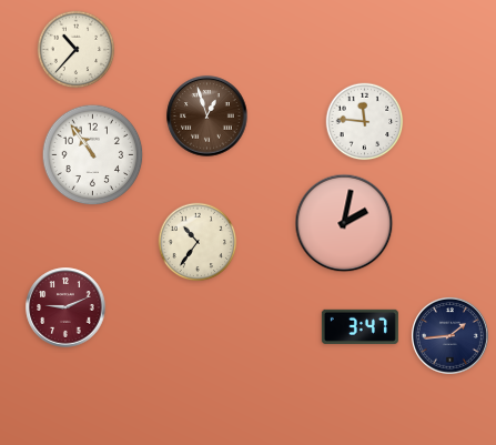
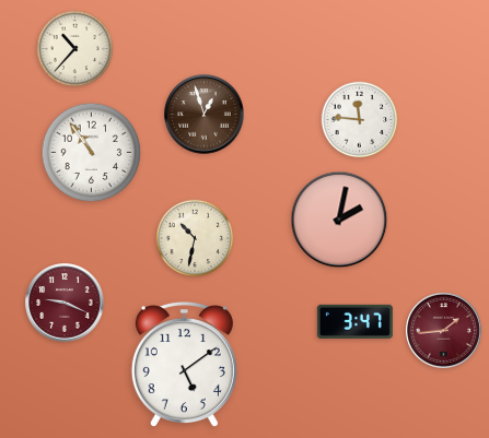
clock at (198, 242): 10:36 -> 10:32
clock at (65, 307): 9:11 -> 9:19
clock at (451, 336) dial: navy -> burgundy
clock at (184, 366): none -> 5:09
